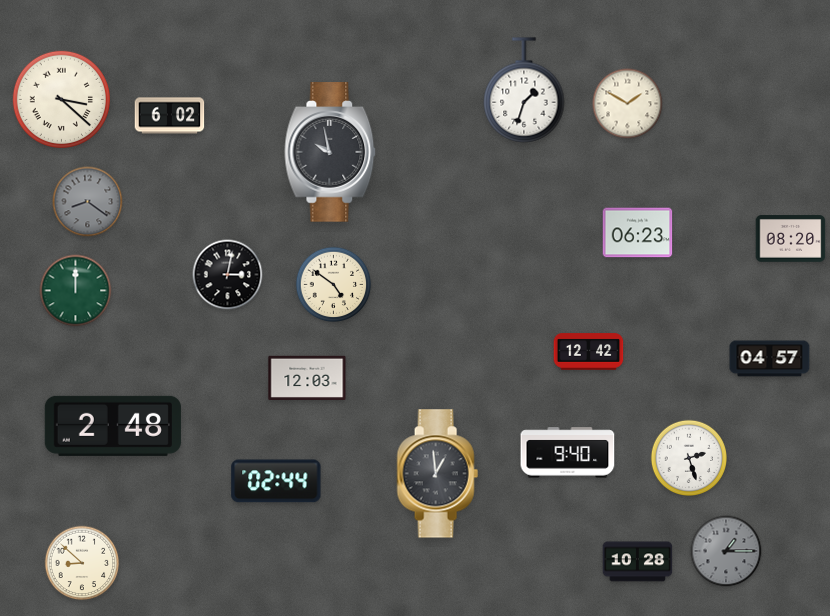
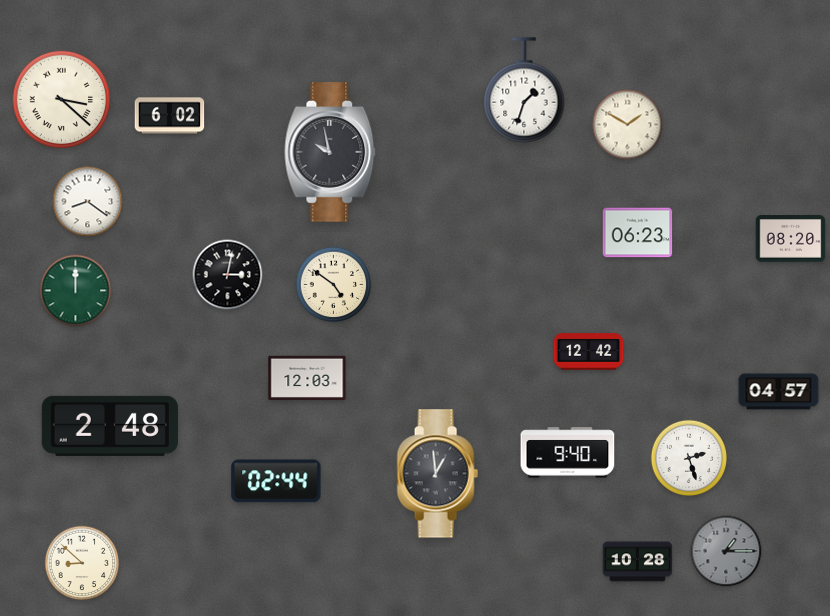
clock at (628, 104) position: (628, 104) -> (628, 125)
clock at (88, 202) dial: grey -> white
clock at (770, 359) position: (770, 359) -> (779, 392)
clock at (113, 426) position: (113, 426) -> (110, 426)
